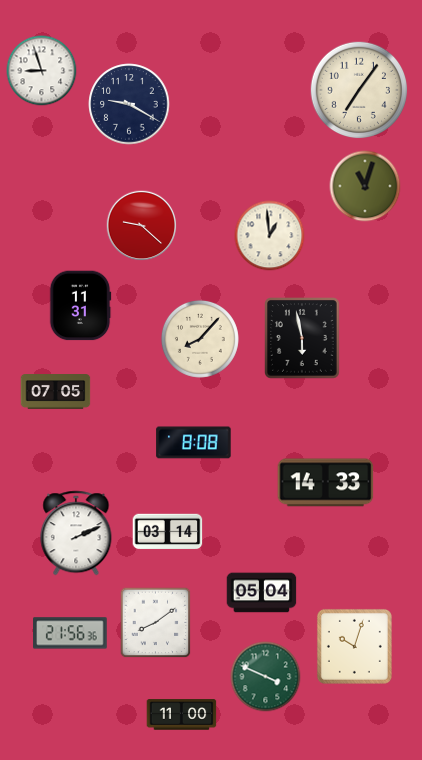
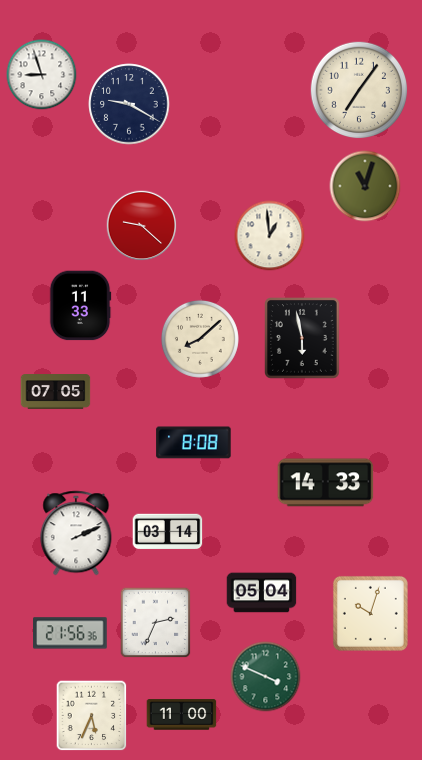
clock at (42, 71) position: (42, 71) -> (42, 75)
clock at (80, 306): 11:31 -> 11:33
clock at (200, 339): 8:07 -> 8:08
clock at (156, 623): 8:09 -> 2:34
clock at (354, 646) position: (354, 646) -> (370, 613)
clock at (92, 716): none -> 5:34
